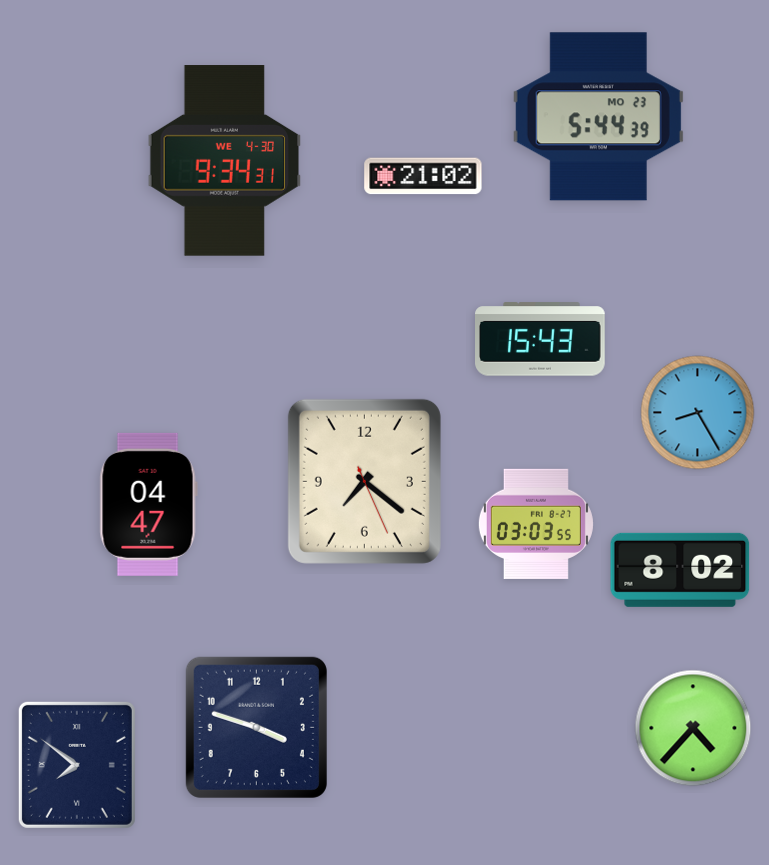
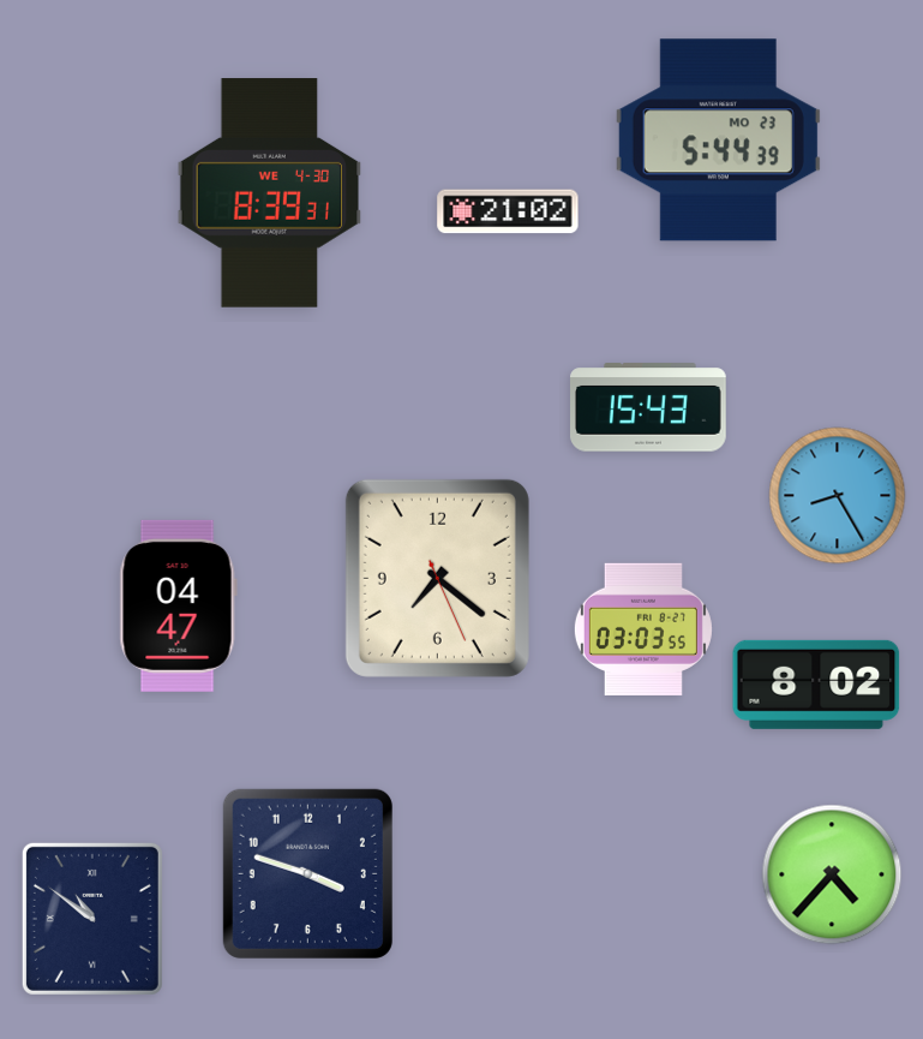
clock at (225, 161): 9:34 -> 8:39
clock at (77, 765): 7:51 -> 10:51
